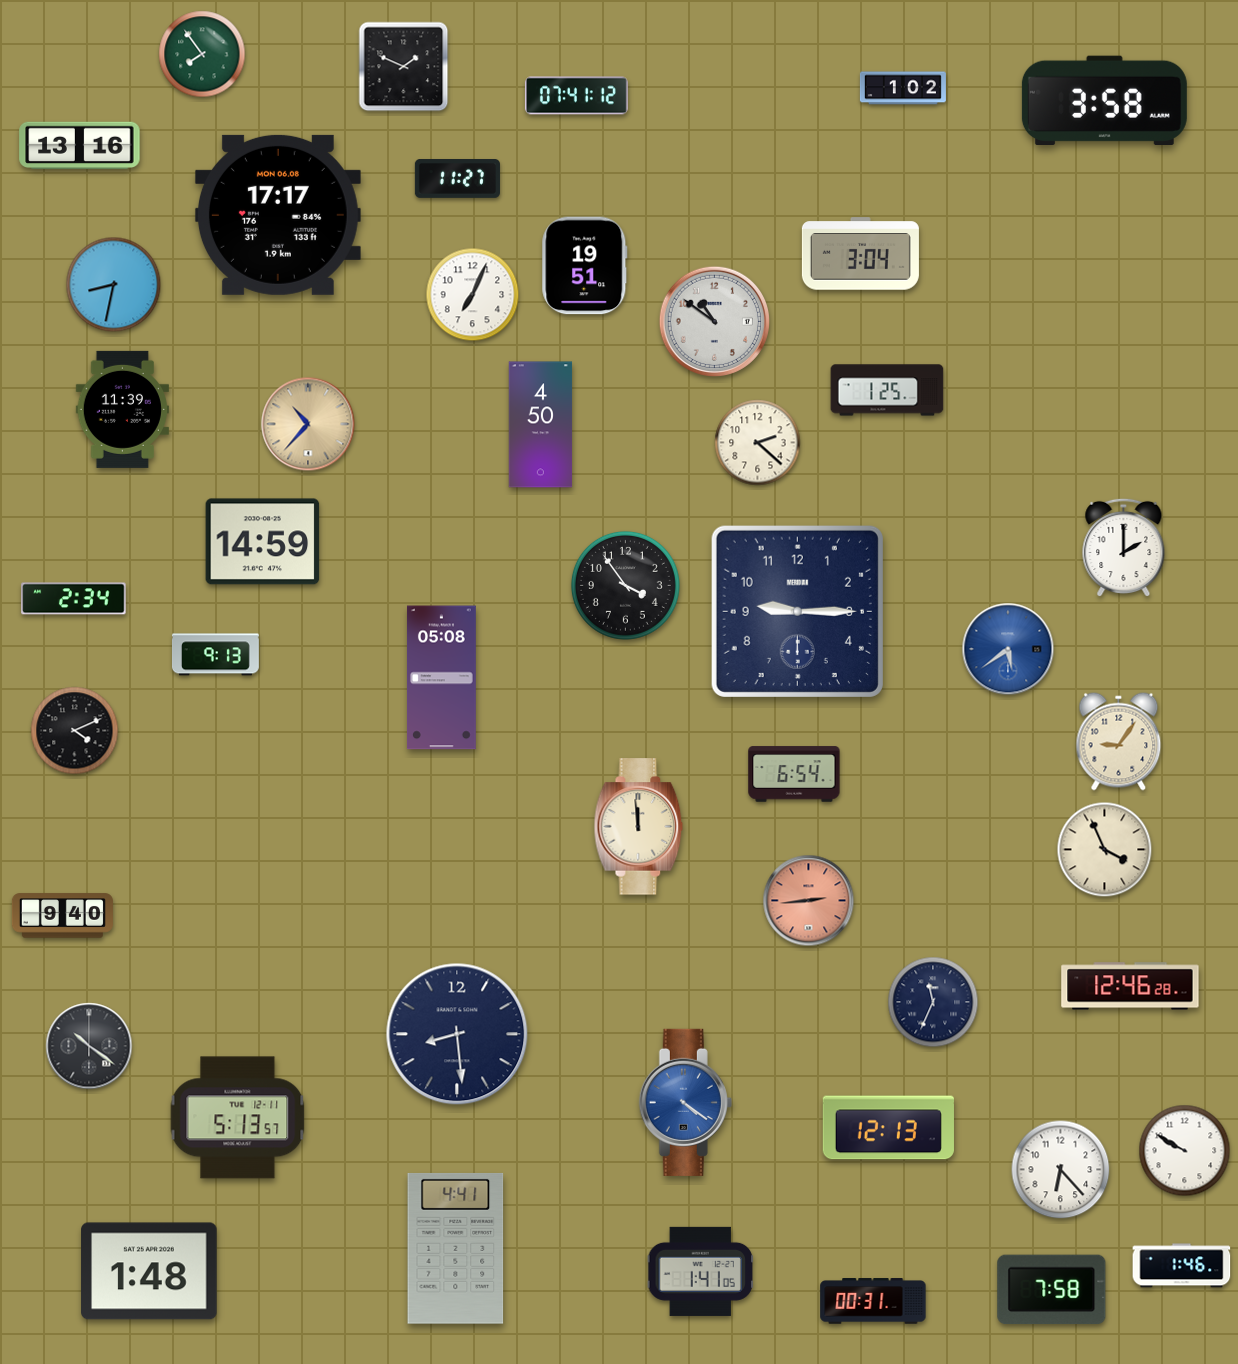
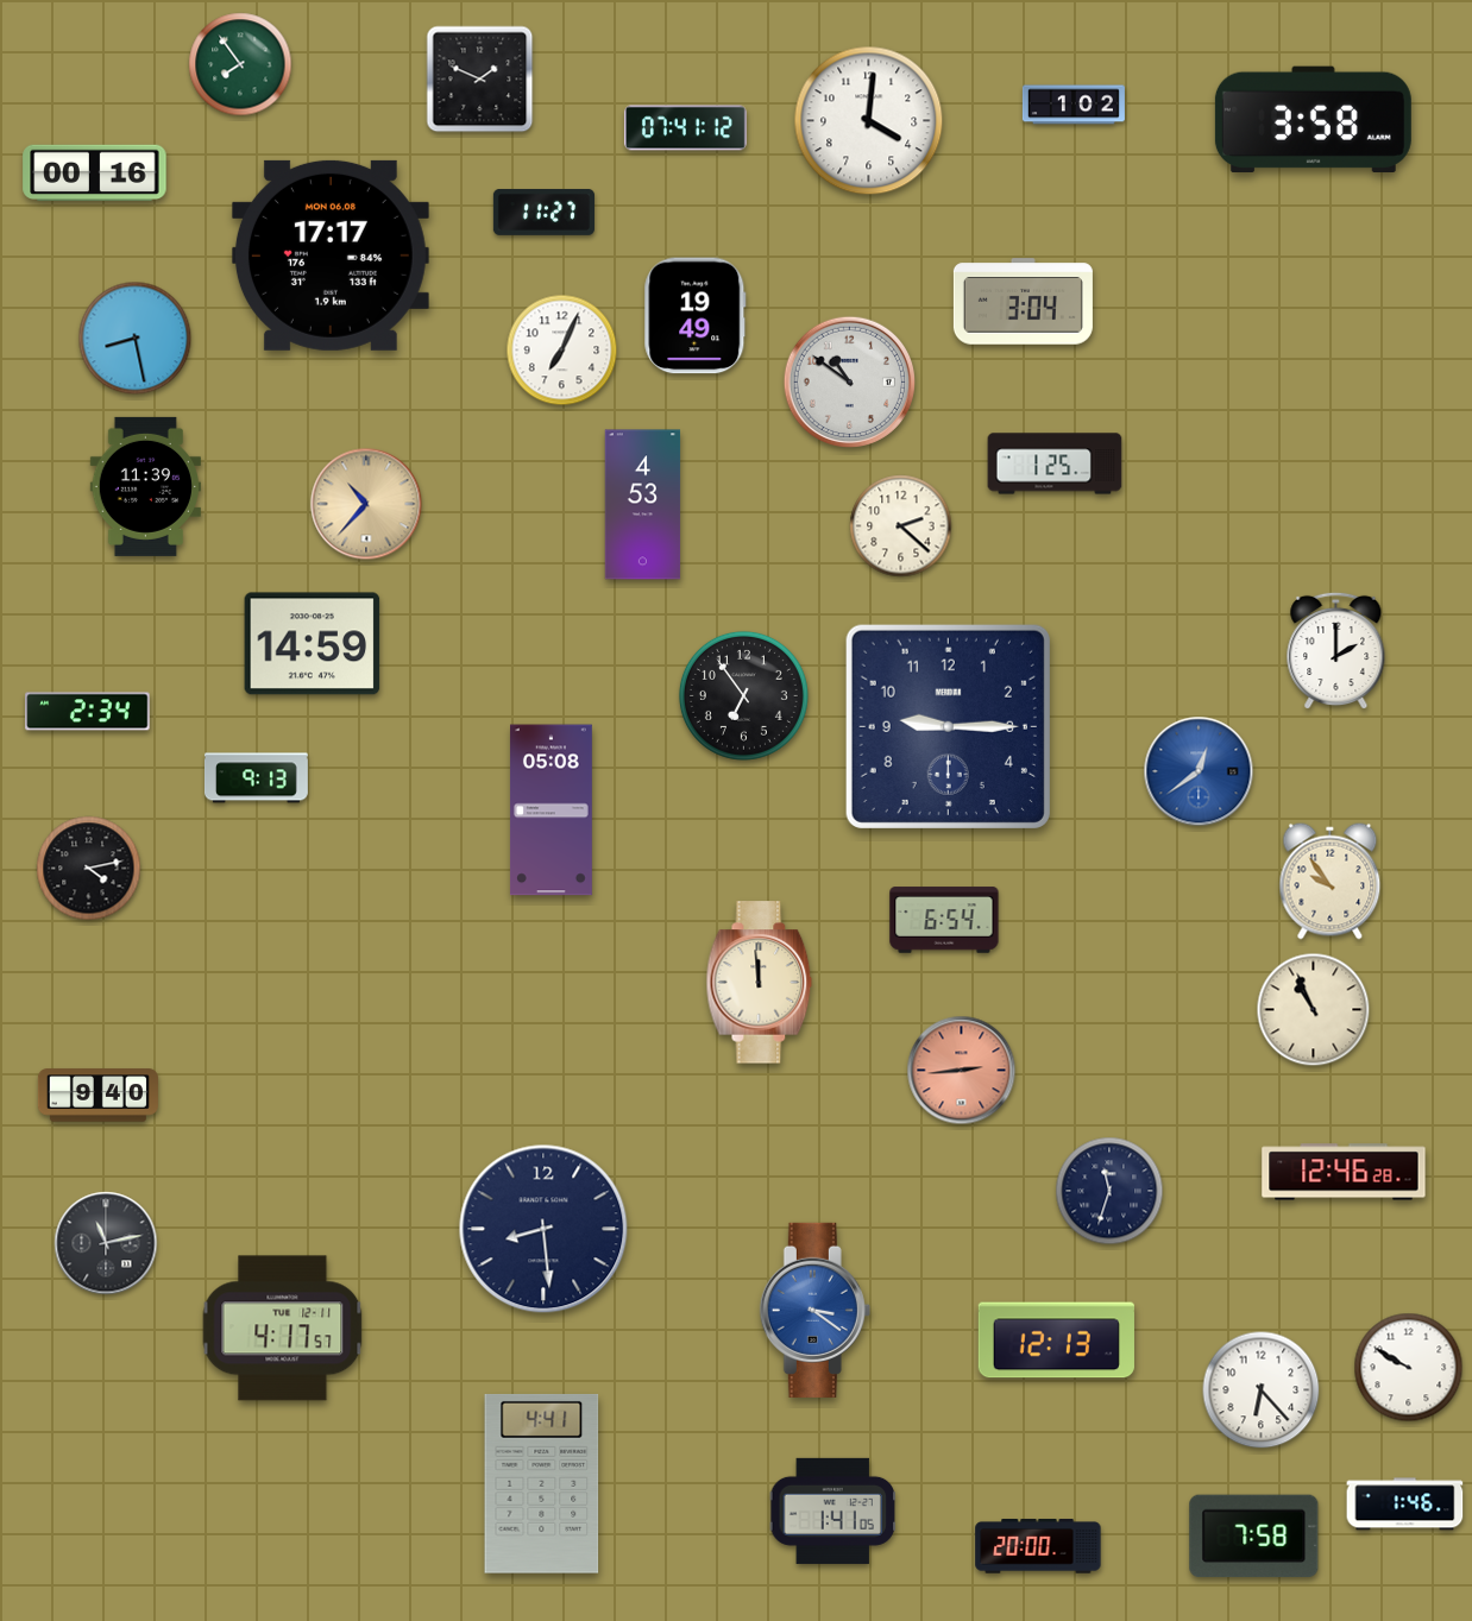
clock at (576, 96) position: (576, 96) -> (685, 128)
clock at (869, 121): none -> 4:01
clock at (80, 146): 13:16 -> 00:16
clock at (585, 266): 19:51 -> 19:49
clock at (114, 285): 8:32 -> 8:28
clock at (541, 425): 4:50 -> 4:53
clock at (625, 585): 3:54 -> 6:54
clock at (1008, 649): 5:39 -> 12:39
clock at (441, 678) position: (441, 678) -> (551, 810)
clock at (75, 731): 4:11 -> 4:13
clock at (1119, 742): 9:06 -> 9:54
clock at (1105, 850): 3:56 -> 10:56
clock at (62, 916) position: (62, 916) -> (97, 1096)
clock at (933, 1002): 11:34 -> 11:33
clock at (89, 1046): 10:21 -> 11:13
clock at (685, 1102): 4:21 -> 3:21
clock at (238, 1118): 5:13 -> 4:17
clock at (149, 1271): 1:48 -> none
clock at (1052, 1290) position: (1052, 1290) -> (1254, 1537)
clock at (873, 1301): 00:31 -> 20:00
